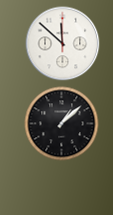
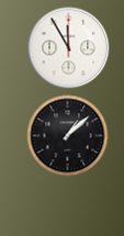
clock at (63, 44): 11:52 -> 11:55
